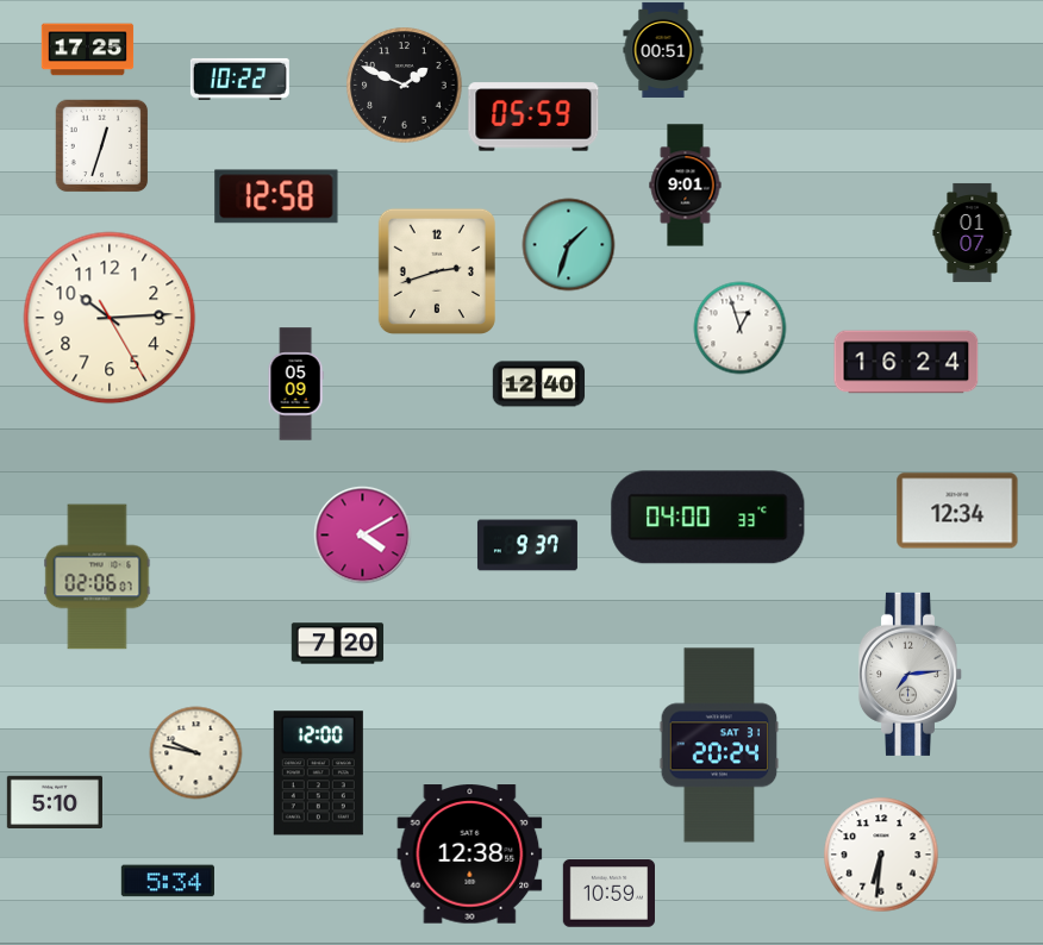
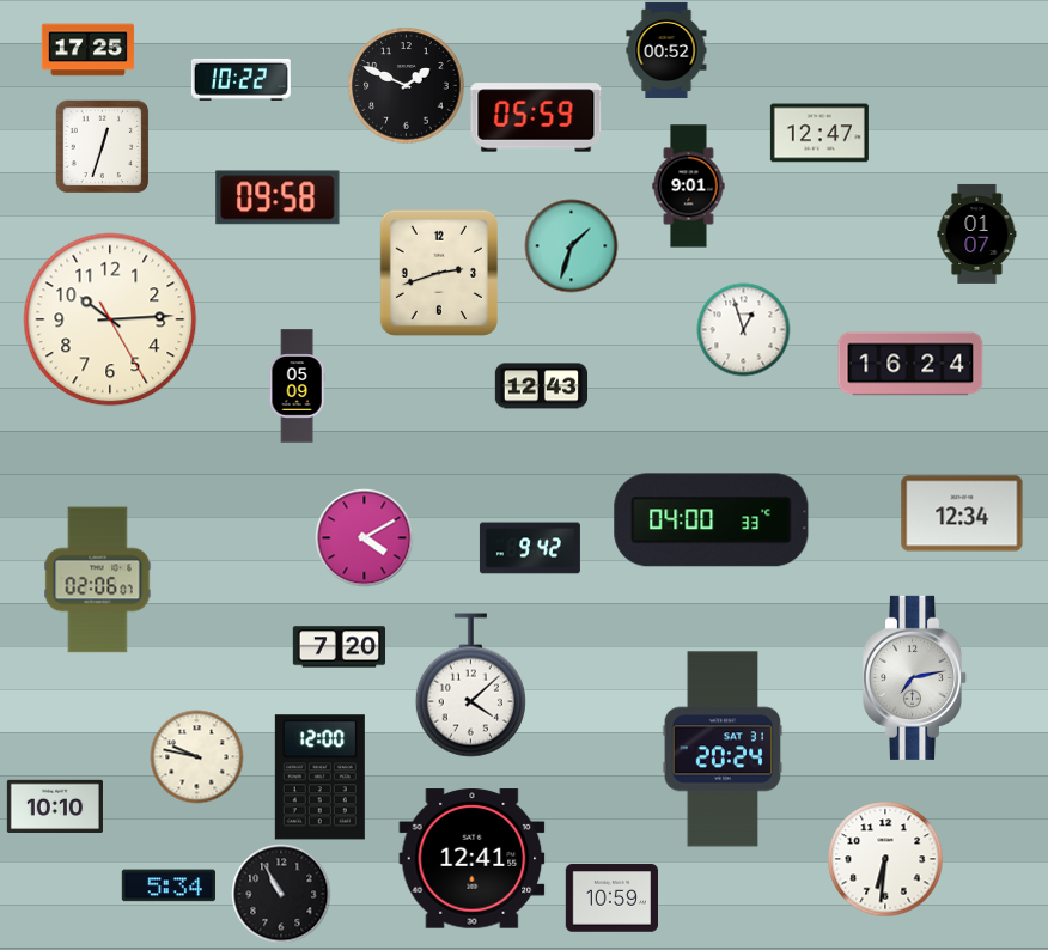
clock at (663, 50): 00:51 -> 00:52
clock at (819, 133): none -> 12:47
clock at (276, 196): 12:58 -> 09:58
clock at (538, 384): 12:40 -> 12:43
clock at (527, 545): 9:37 -> 9:42
clock at (910, 674): 7:14 -> 7:13
clock at (470, 686): none -> 4:08
clock at (55, 801): 5:10 -> 10:10
clock at (470, 855): 12:38 -> 12:41
clock at (281, 894): none -> 10:55
